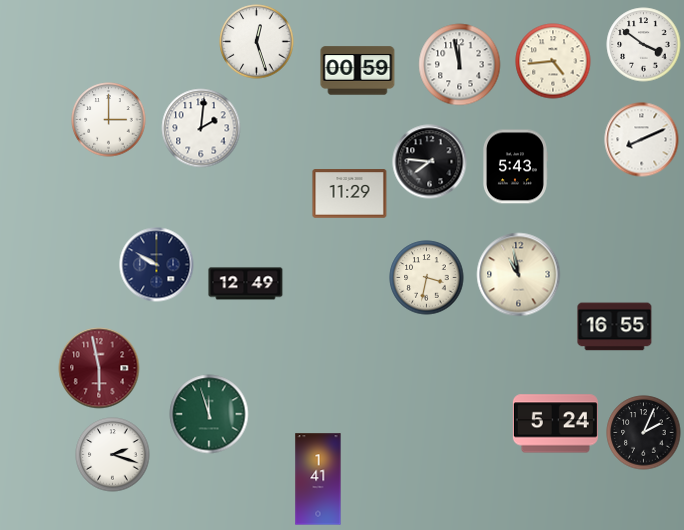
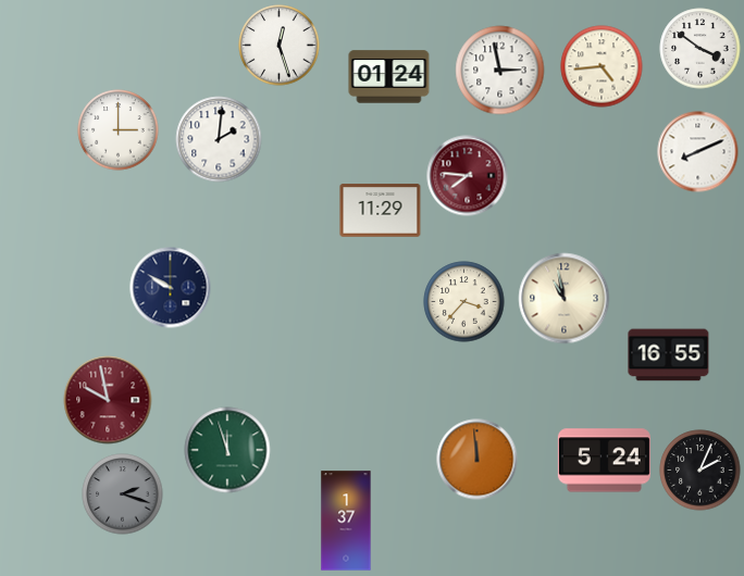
clock at (460, 65): 11:58 -> 2:58
clock at (358, 71): 00:59 -> 01:24
clock at (430, 162) dial: black -> burgundy
clock at (516, 167): 5:43 -> none
clock at (427, 278): 3:32 -> 3:37
clock at (246, 284): 12:49 -> none
clock at (99, 368): 5:58 -> 9:58
clock at (478, 460): none -> 11:59
clock at (113, 455) dial: white -> grey
clock at (318, 479): 1:41 -> 1:37
